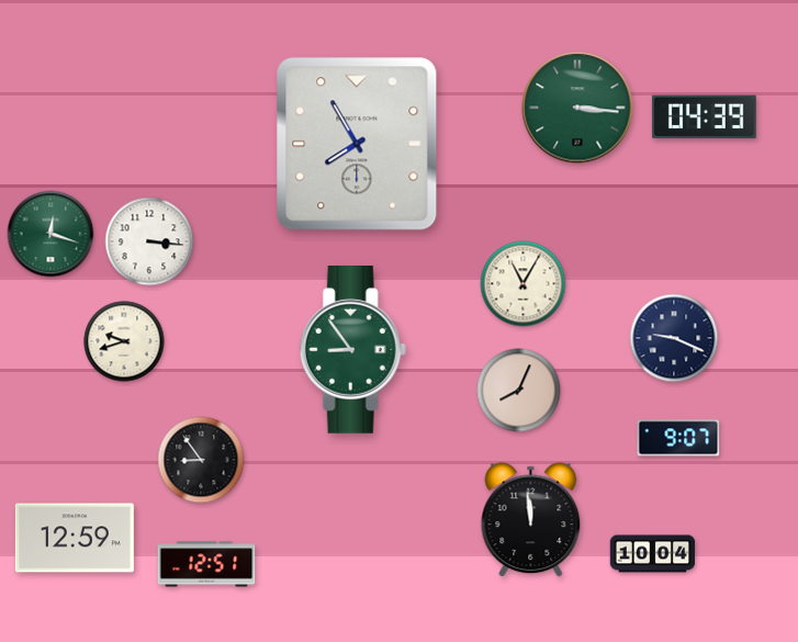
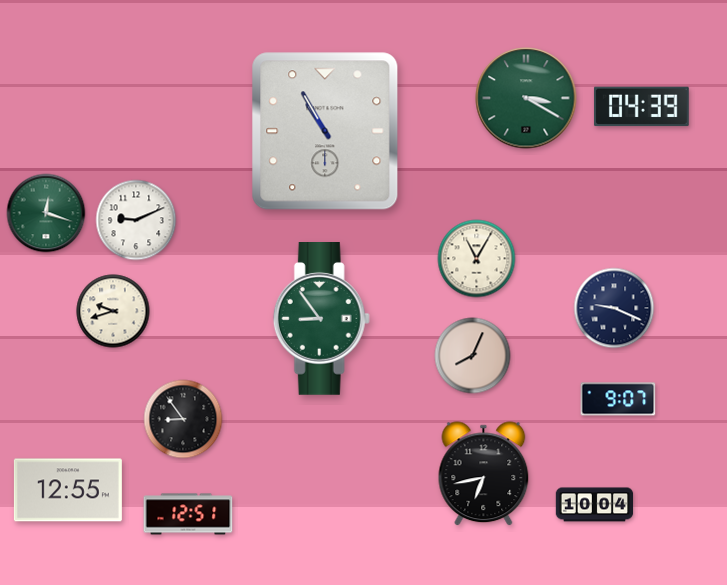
clock at (577, 108): 3:16 -> 3:20
clock at (357, 144): 7:55 -> 10:55
clock at (149, 241): 3:16 -> 9:11
clock at (531, 520): 11:59 -> 6:43
clock at (75, 538): 12:59 -> 12:55
